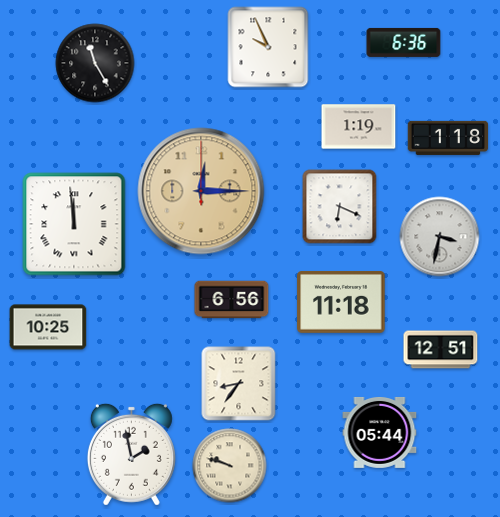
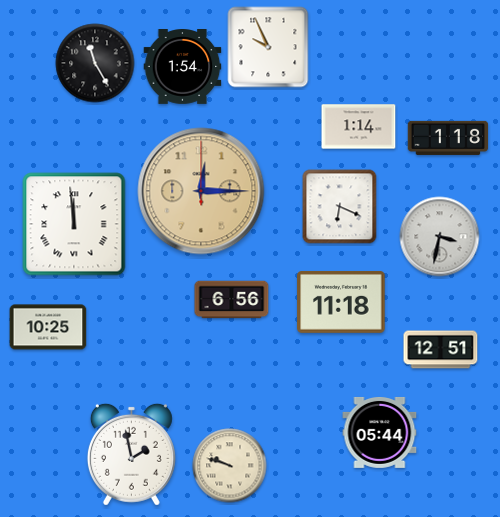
clock at (404, 42): 6:36 -> none
clock at (183, 67): none -> 1:54
clock at (359, 127): 1:19 -> 1:14
clock at (239, 384): 8:36 -> none
